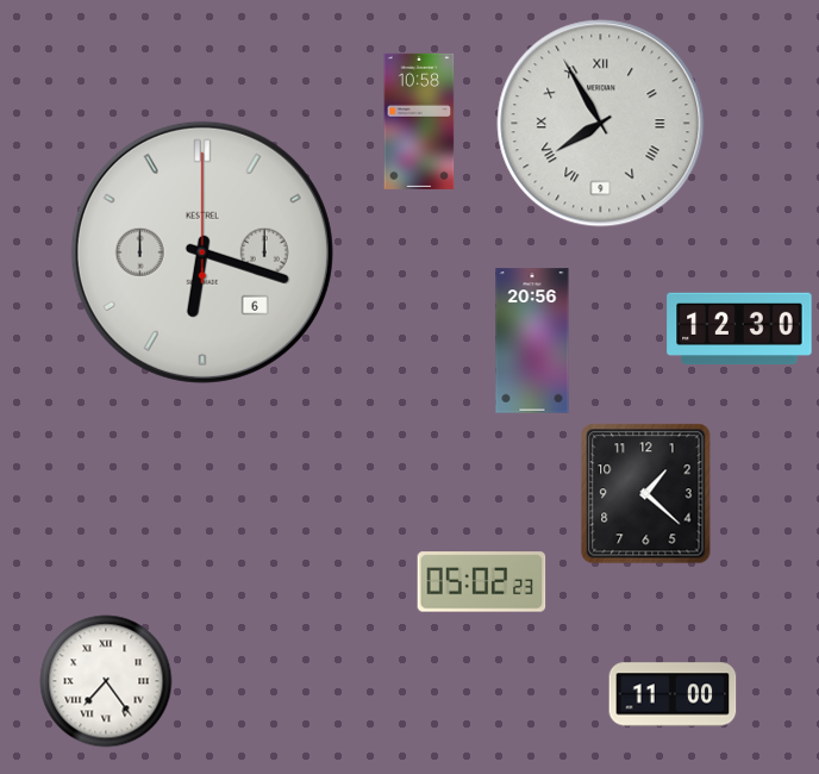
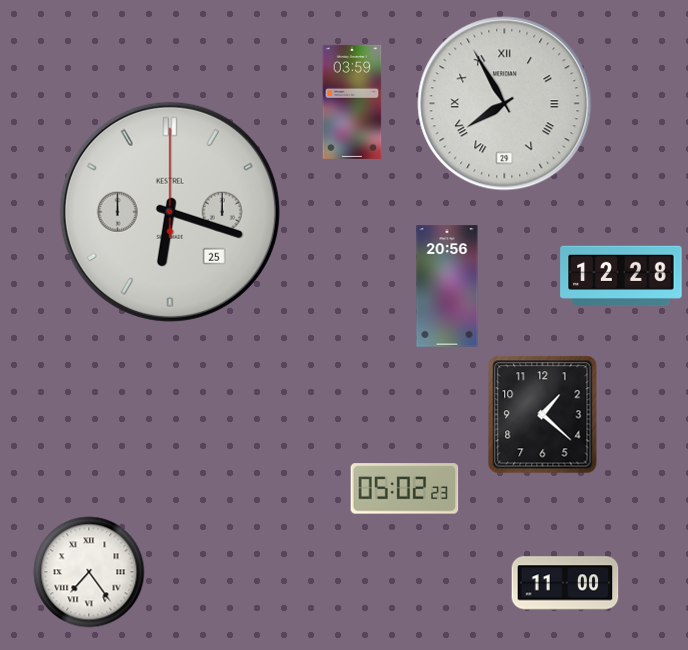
clock at (419, 121): 10:58 -> 03:59
clock at (601, 124) date: 9 -> 29
clock at (202, 252) date: 6 -> 25
clock at (739, 329): 12:30 -> 12:28
